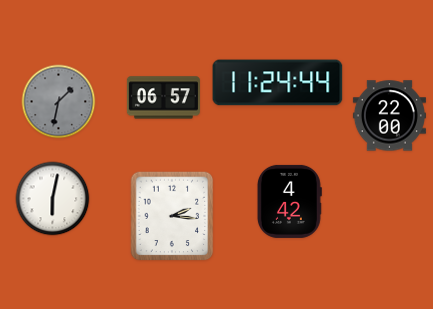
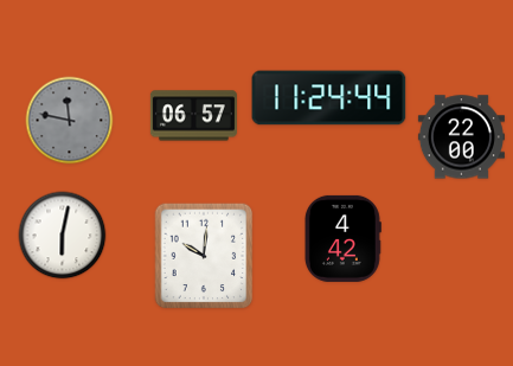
clock at (59, 102): 1:32 -> 11:47
clock at (172, 216): 2:16 -> 10:01
